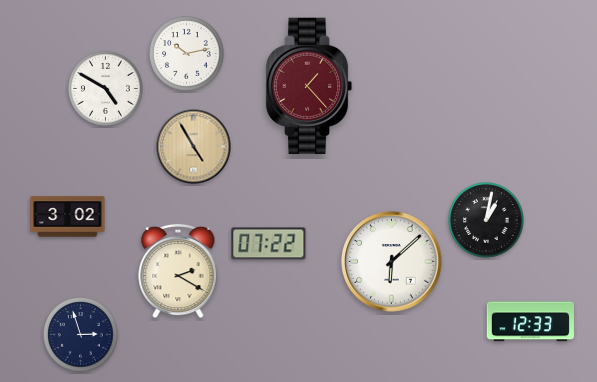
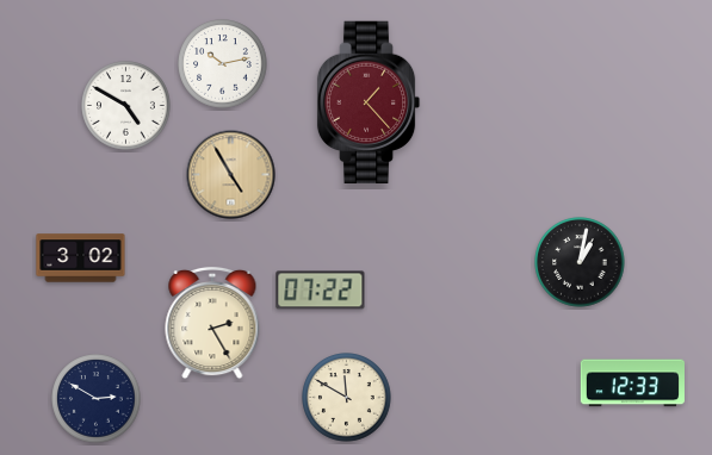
clock at (392, 262): 6:08 -> none
clock at (178, 271): 2:20 -> 2:25
clock at (347, 398): none -> 11:50
clock at (81, 335): 2:57 -> 2:50
